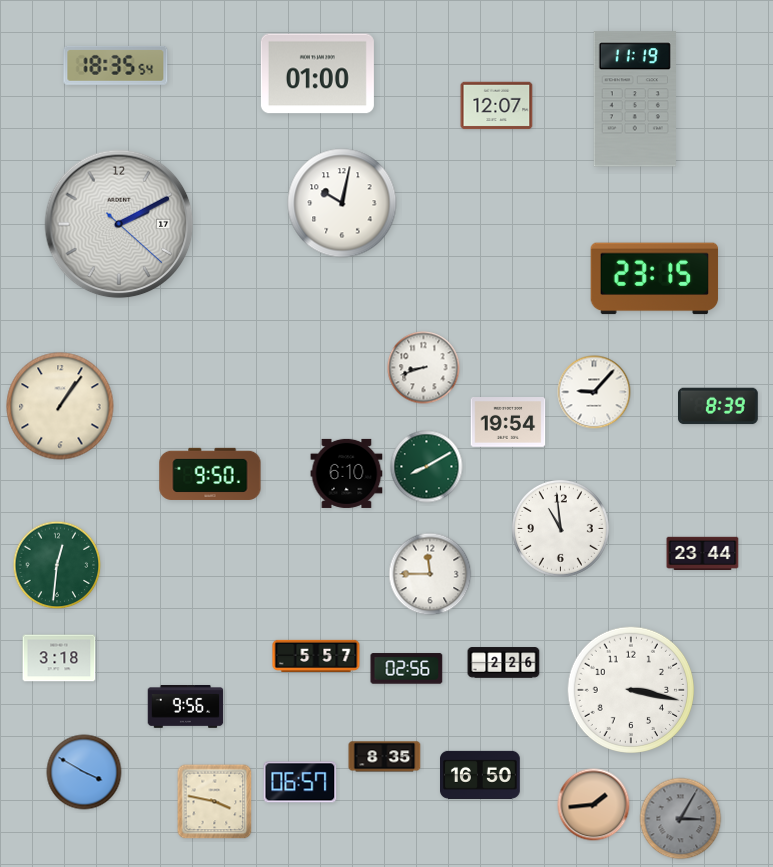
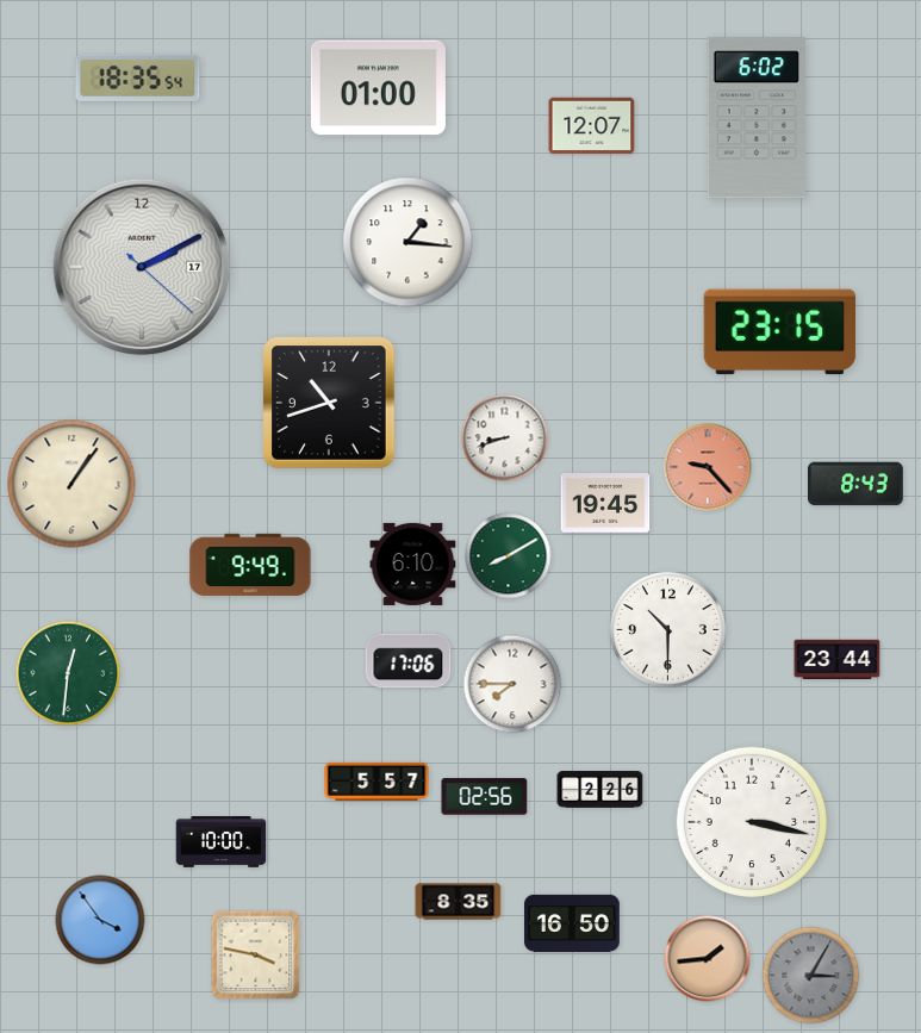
clock at (635, 99): 11:19 -> 6:02
clock at (342, 203): 10:02 -> 1:16
clock at (329, 403): none -> 10:42
clock at (594, 392): 9:07 -> 9:23
clock at (594, 392) dial: white -> salmon
clock at (719, 406): 8:39 -> 8:43
clock at (508, 422): 19:54 -> 19:45
clock at (210, 474): 9:50 -> 9:49
clock at (560, 528): 10:59 -> 10:30
clock at (409, 661): none -> 17:06
clock at (430, 574): 11:45 -> 7:45
clock at (59, 658): 3:18 -> none
clock at (186, 707): 9:56 -> 10:00
clock at (84, 772): 3:50 -> 3:54
clock at (300, 782): 06:57 -> none
